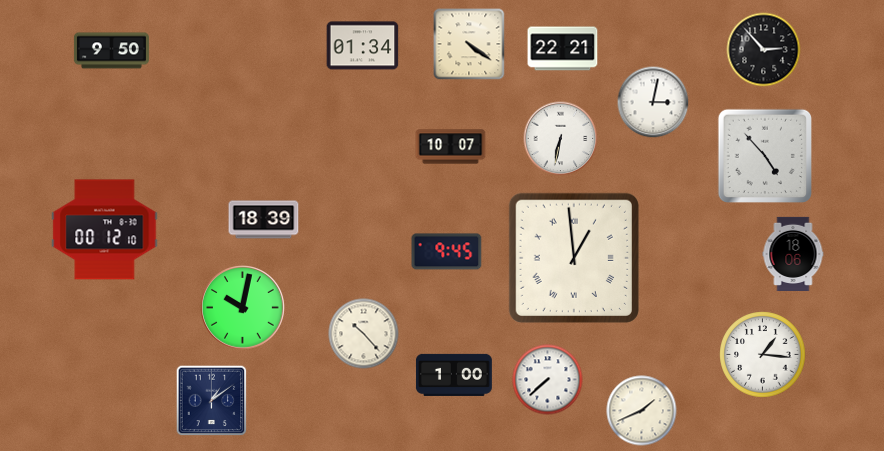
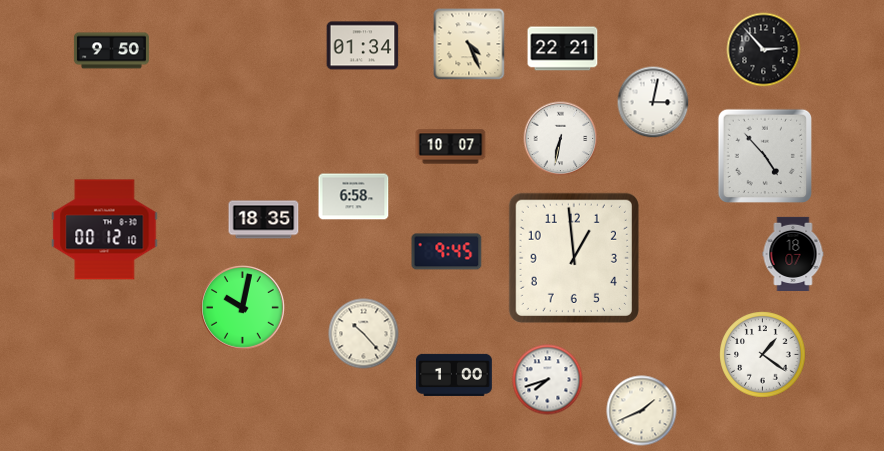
clock at (469, 44): 4:21 -> 4:26
clock at (354, 197): none -> 6:58
clock at (264, 220): 18:39 -> 18:35
clock at (793, 253): 18:06 -> 18:07
clock at (574, 258) numerals: Roman -> Arabic
clock at (763, 355): 1:16 -> 1:21
clock at (548, 380): 7:38 -> 7:42
clock at (212, 401): 1:09 -> none
